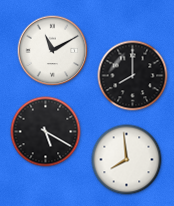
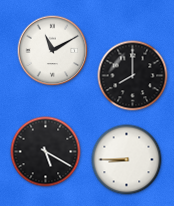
clock at (46, 132) position: (46, 132) -> (46, 152)
clock at (127, 160): 7:59 -> 8:45
